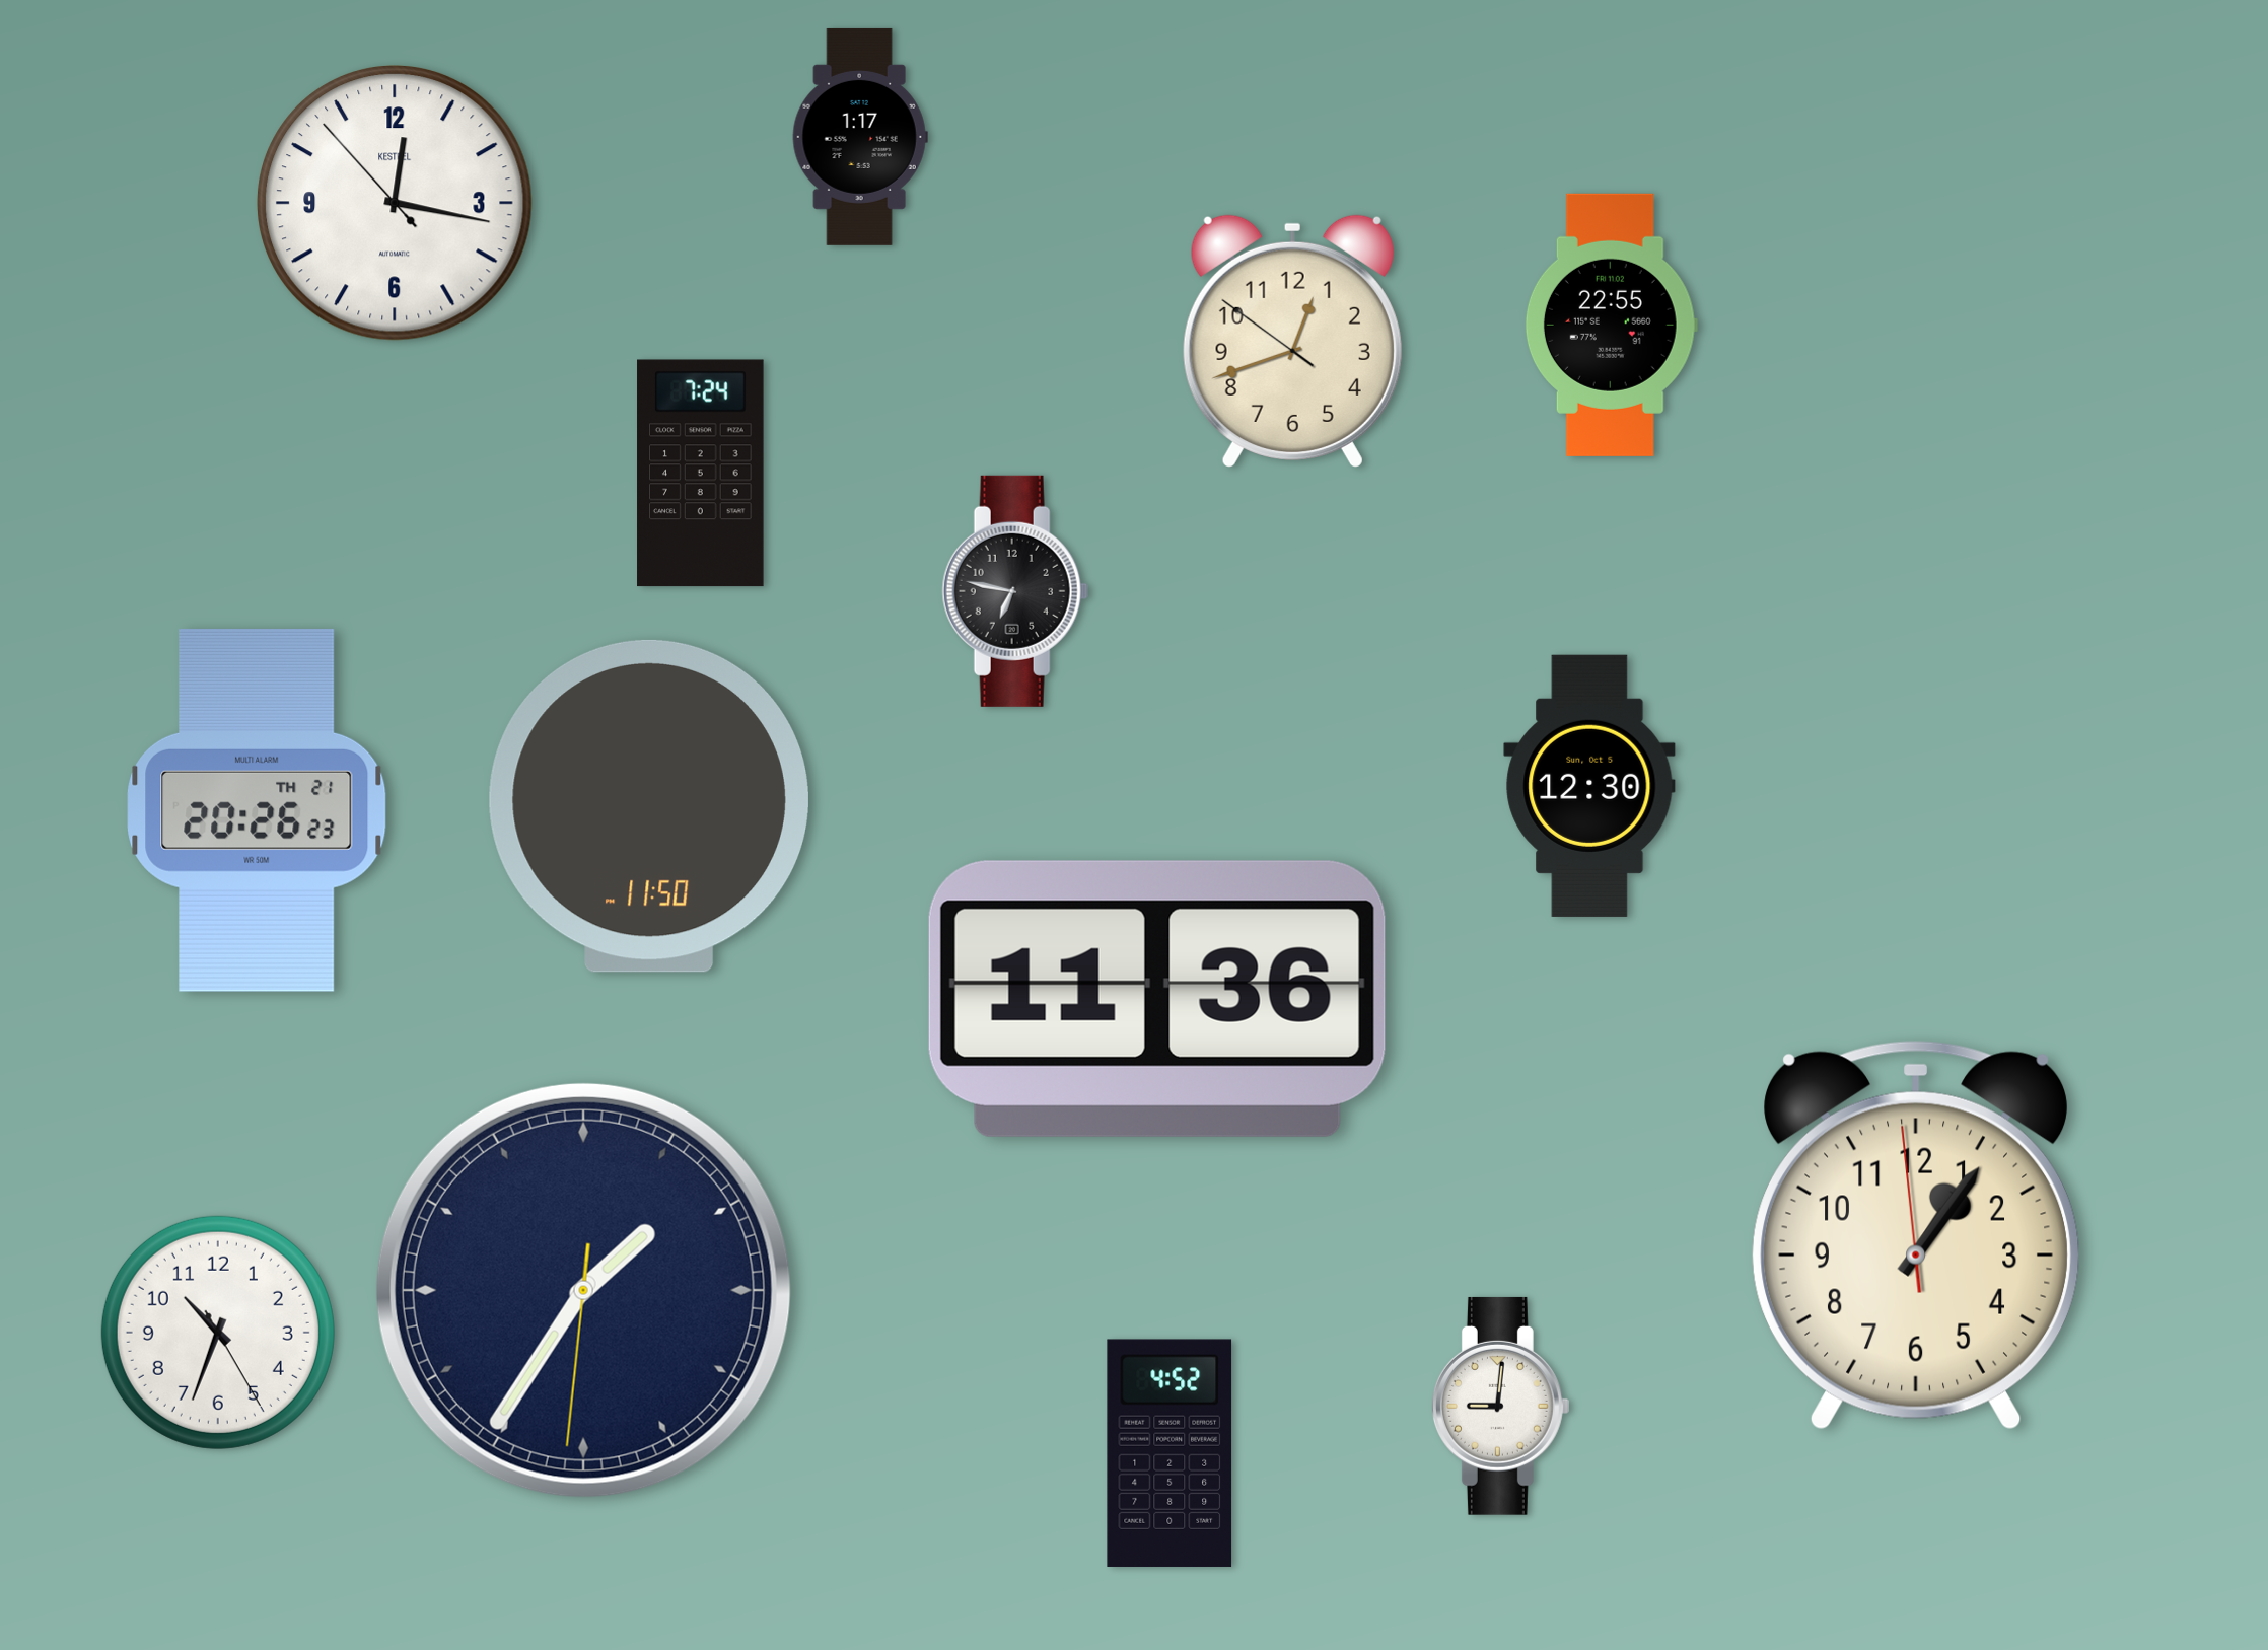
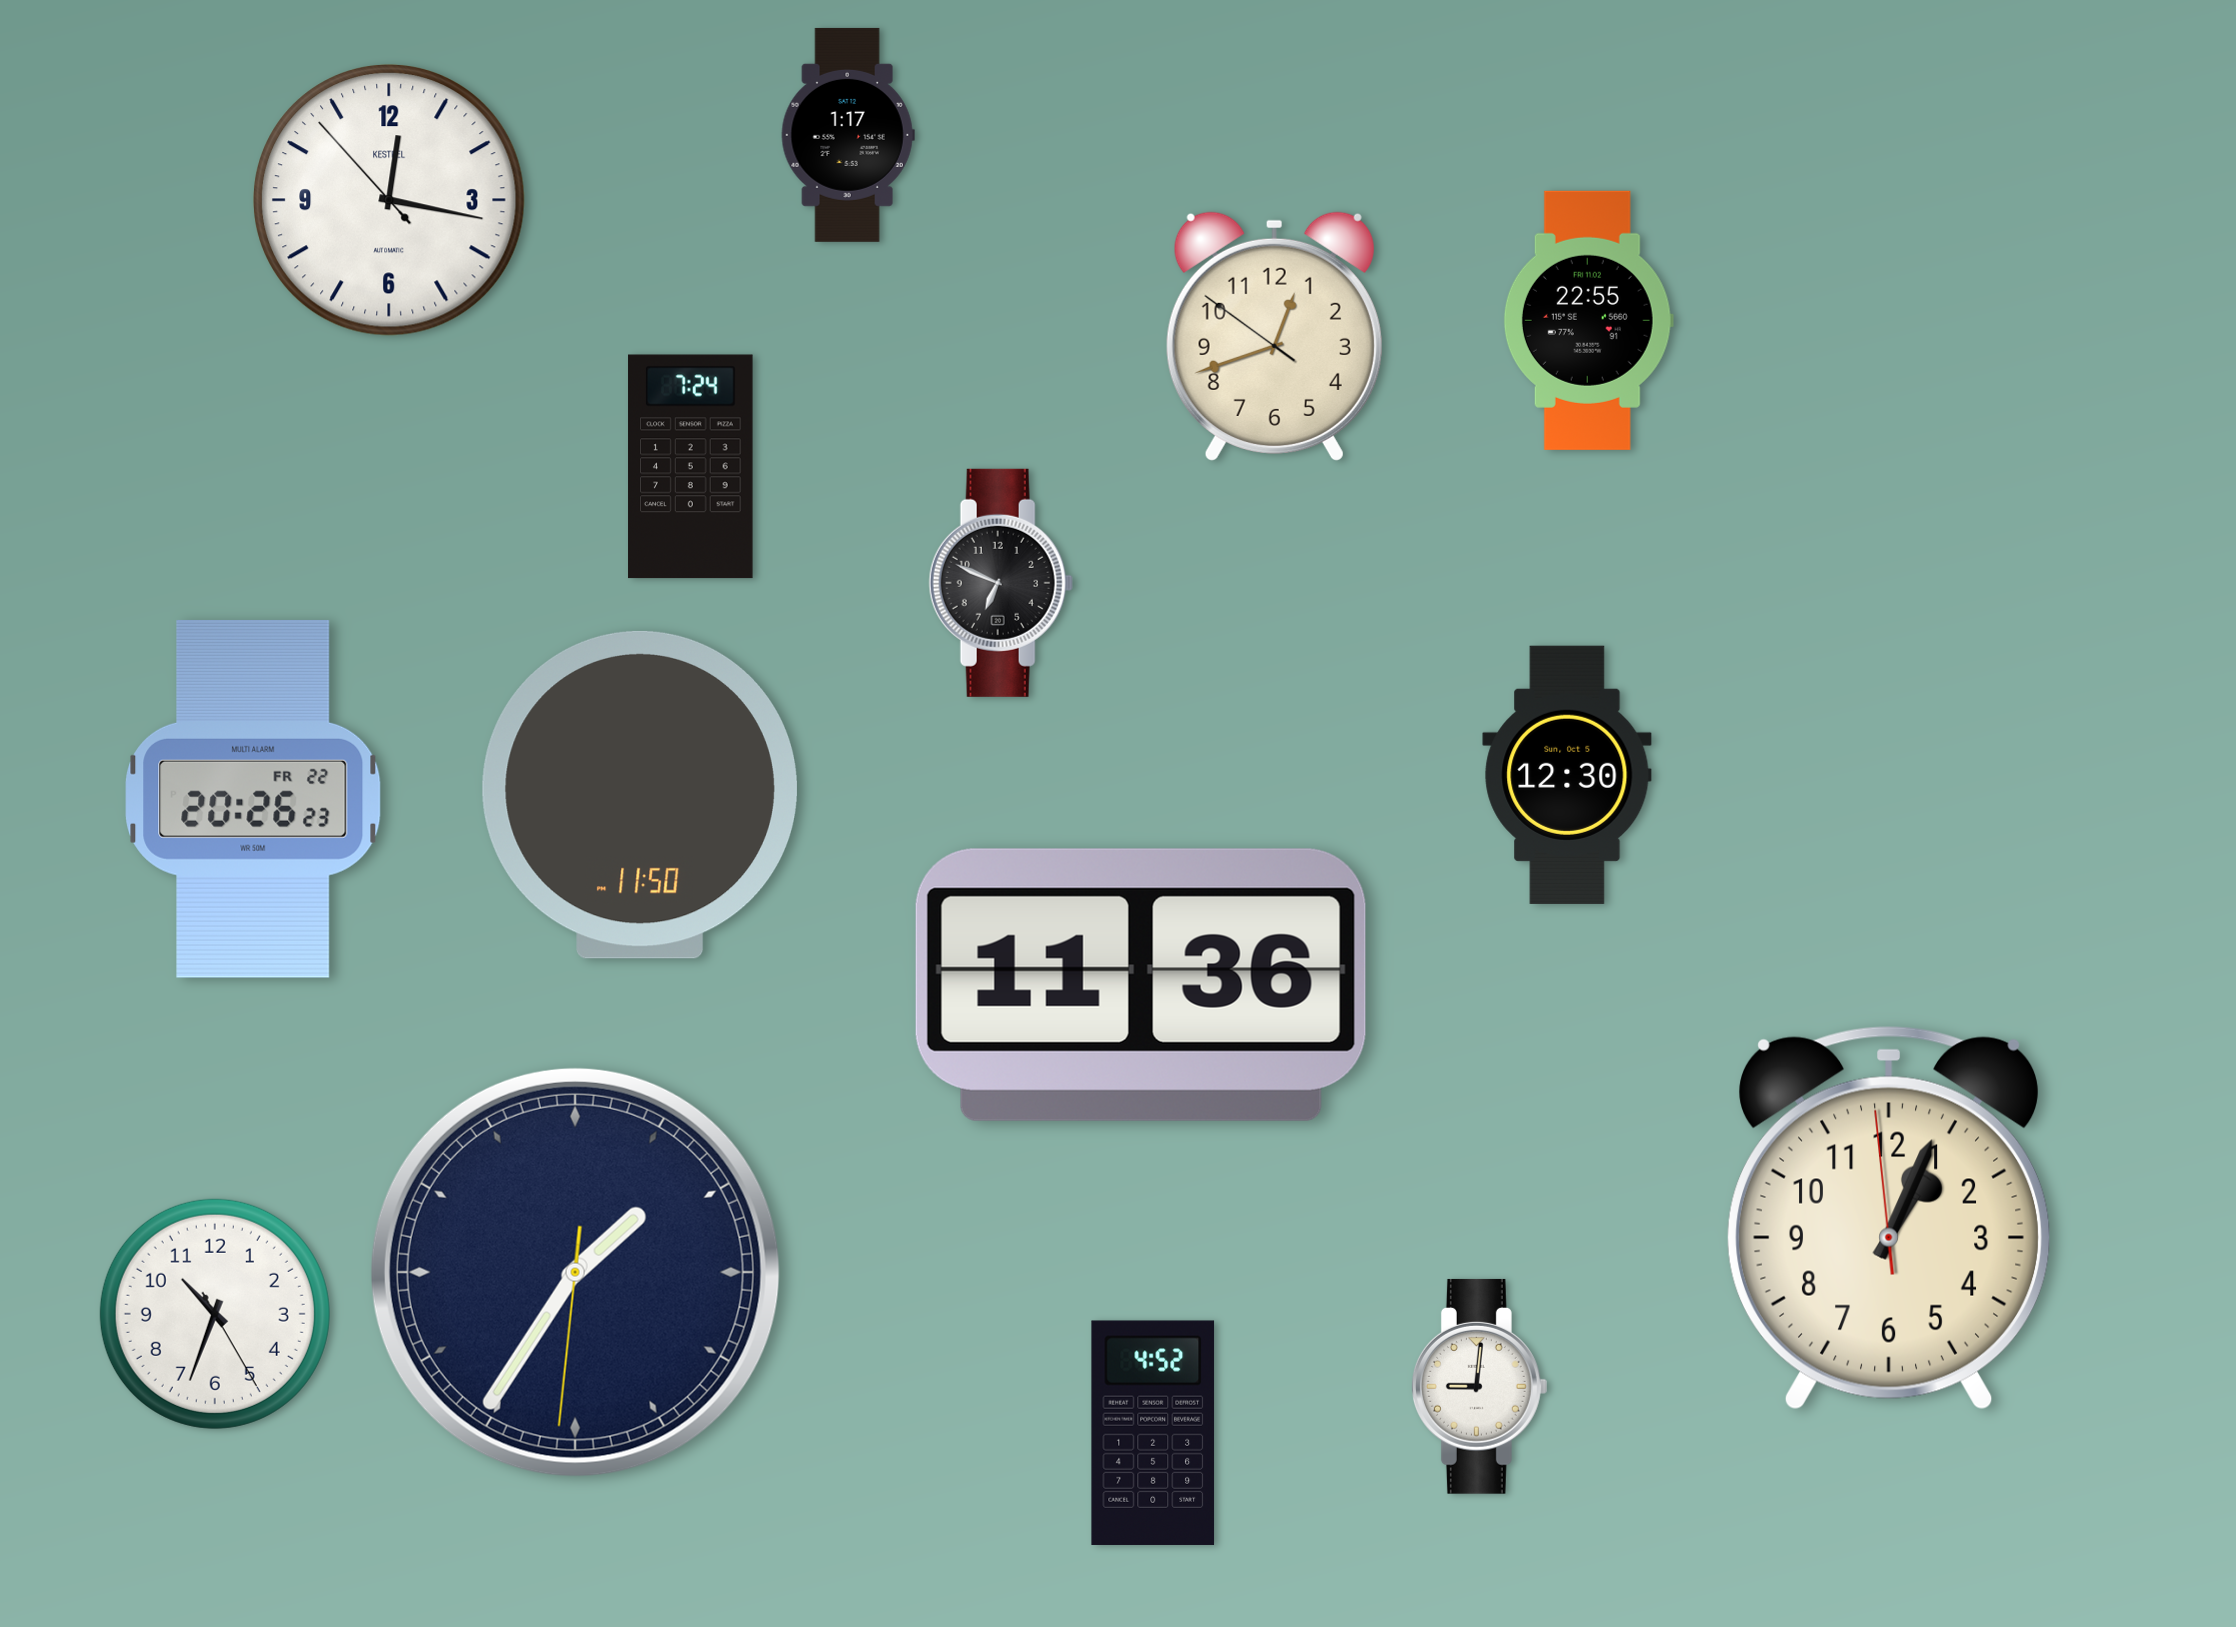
clock at (1015, 591): 6:47 -> 6:49
clock at (257, 810) date: TH 21 -> FR 22
clock at (1917, 1235): 1:05 -> 1:03
